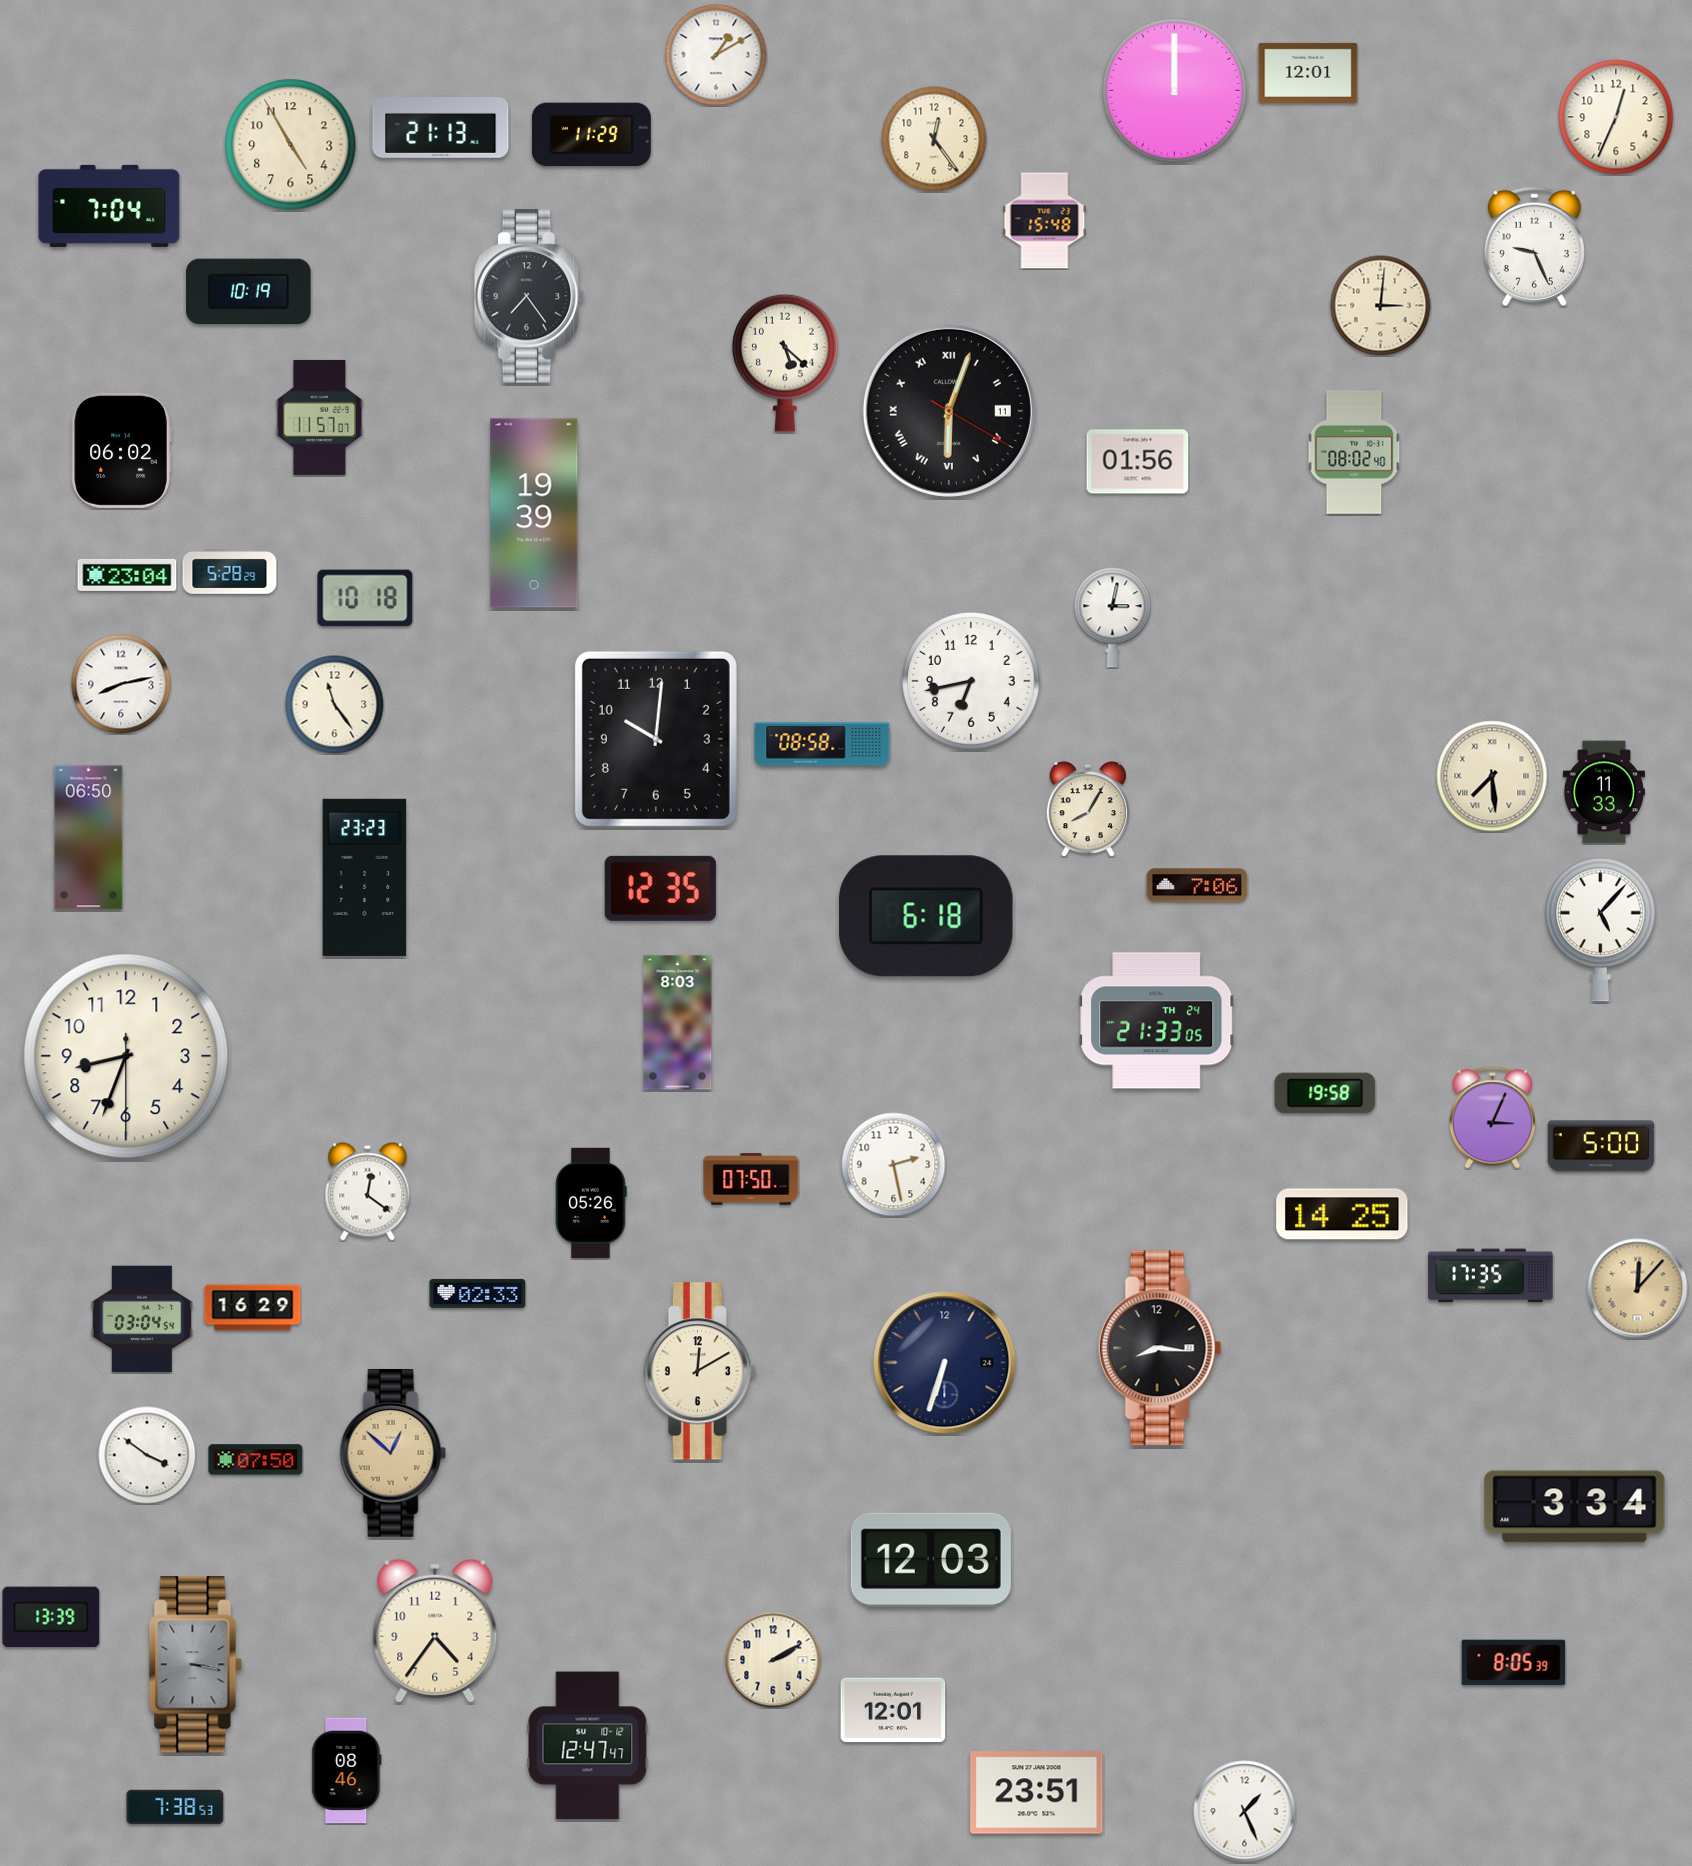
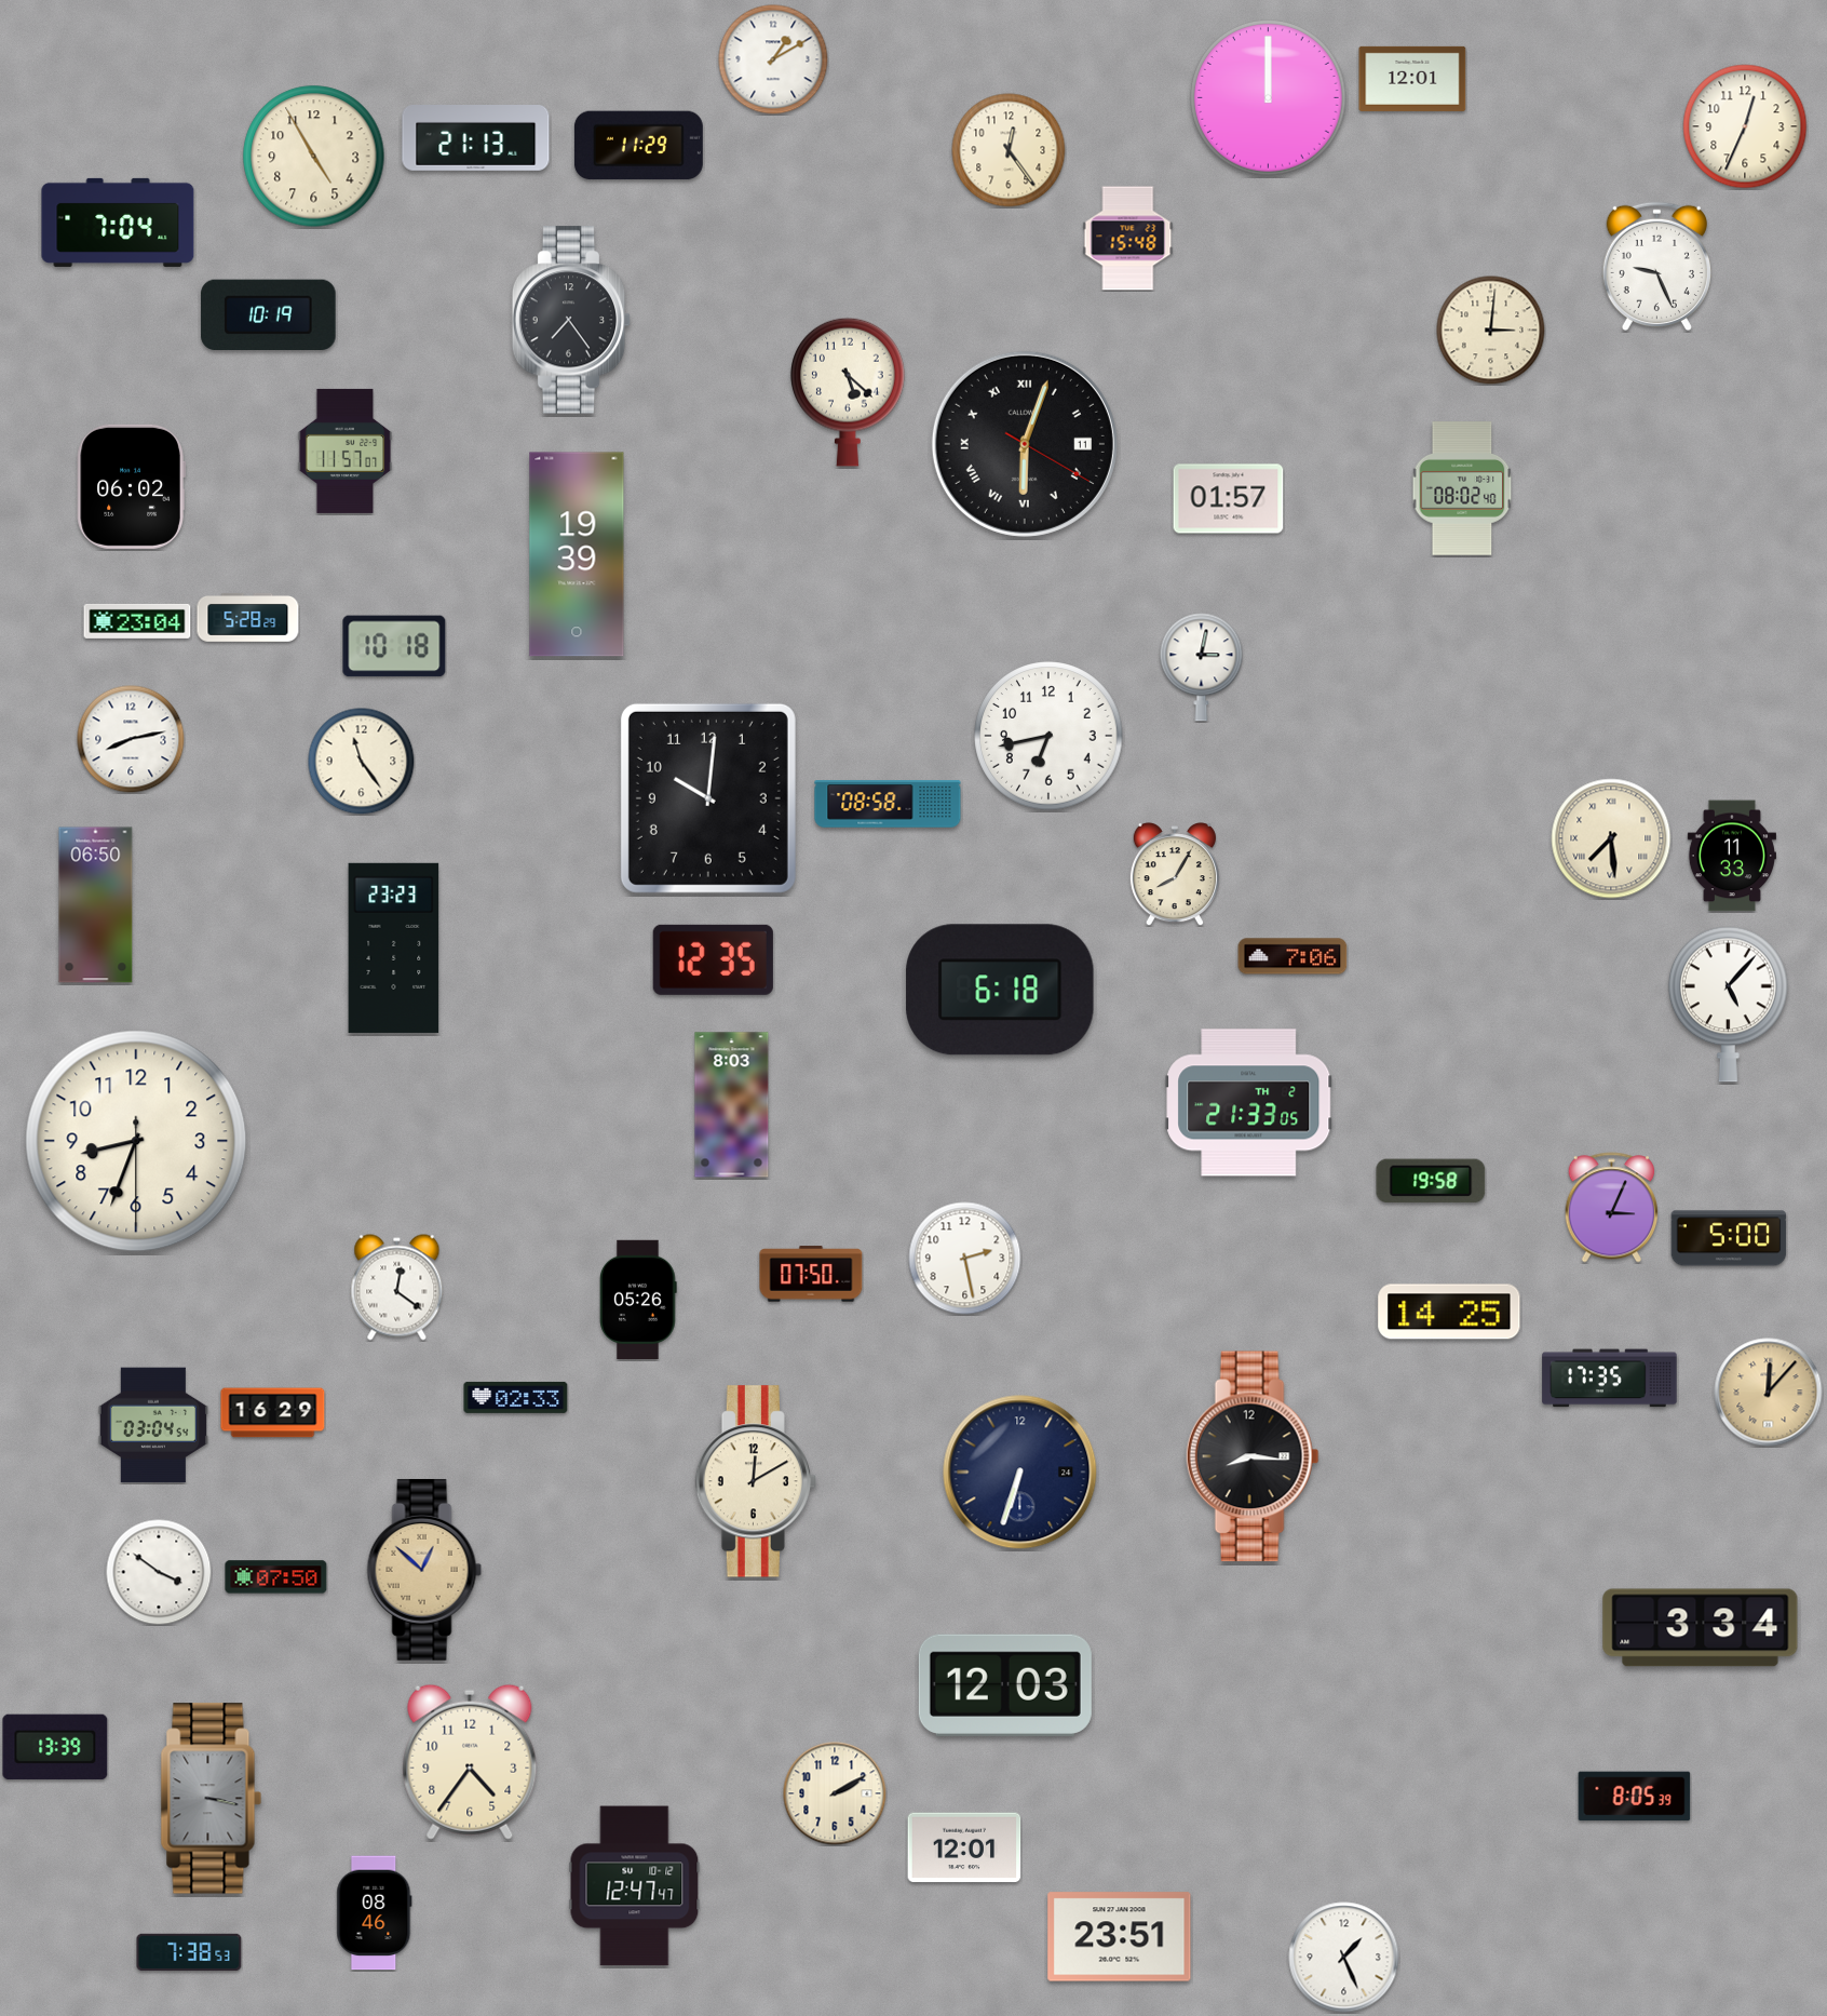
clock at (1138, 462): 01:56 -> 01:57
clock at (1157, 1021) date: TH 24 -> TH 2
